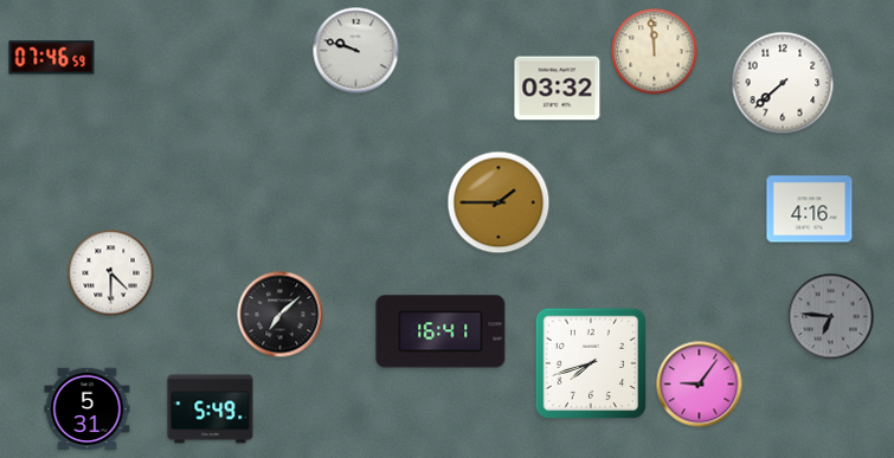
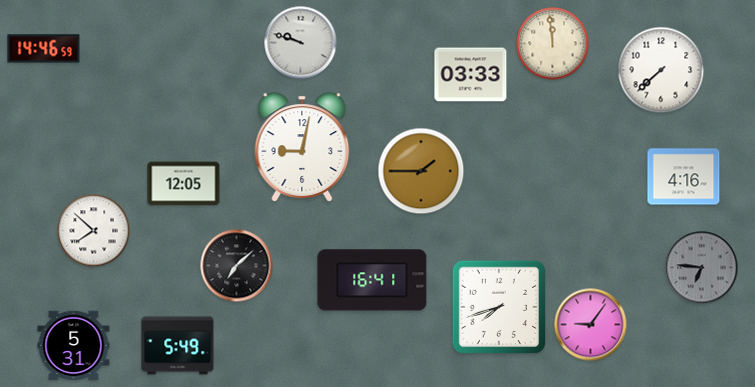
clock at (52, 58): 07:46 -> 14:46
clock at (558, 89): 03:32 -> 03:33
clock at (302, 147): none -> 9:02
clock at (184, 184): none -> 12:05
clock at (111, 273): 4:30 -> 7:52
